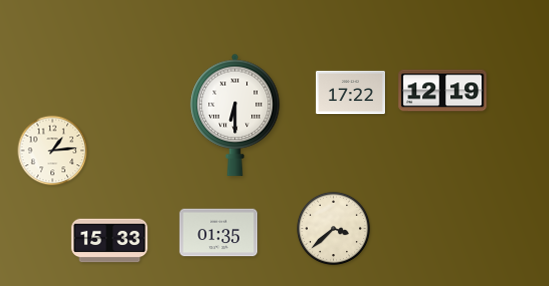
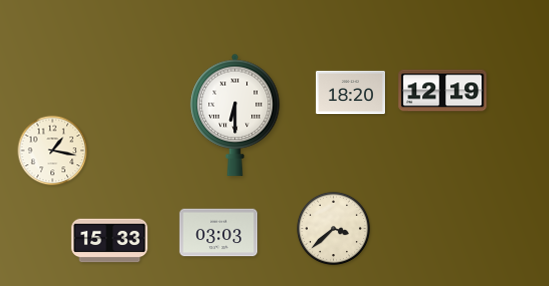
clock at (351, 92): 17:22 -> 18:20
clock at (53, 151): 1:14 -> 1:17
clock at (219, 233): 01:35 -> 03:03
